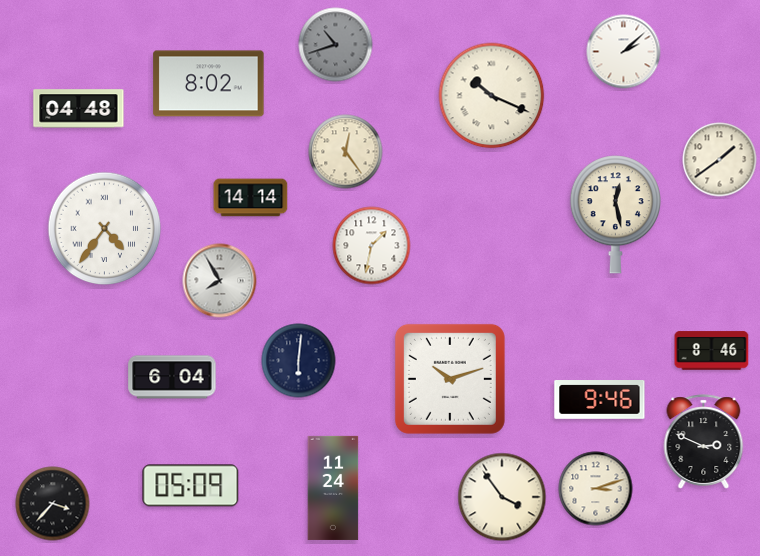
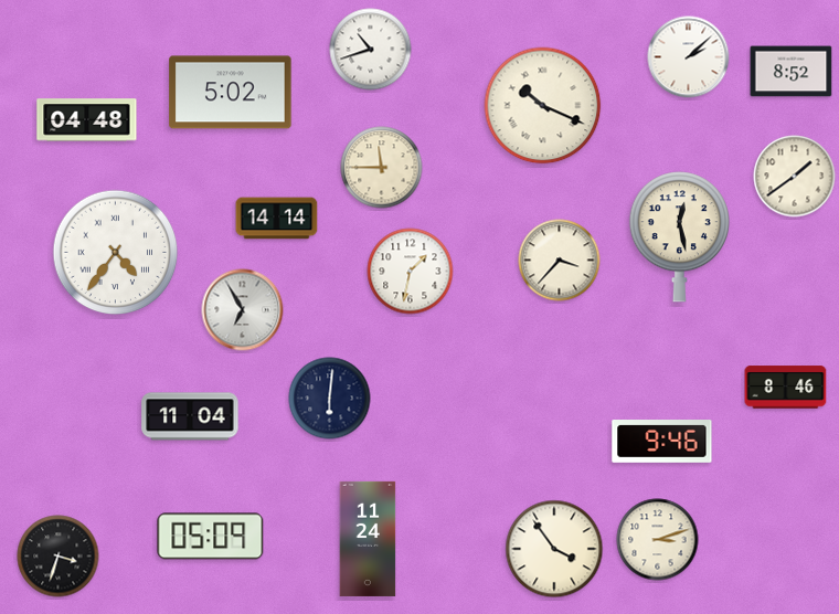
clock at (336, 45) dial: grey -> white
clock at (792, 72): none -> 8:52
clock at (209, 84): 8:02 -> 5:02
clock at (346, 152): 12:24 -> 11:45
clock at (560, 261): none -> 3:37
clock at (220, 281): 7:55 -> 6:55
clock at (172, 377): 6:04 -> 11:04
clock at (450, 379): 10:12 -> none
clock at (704, 442): 2:49 -> none
clock at (53, 504): 3:37 -> 3:33
